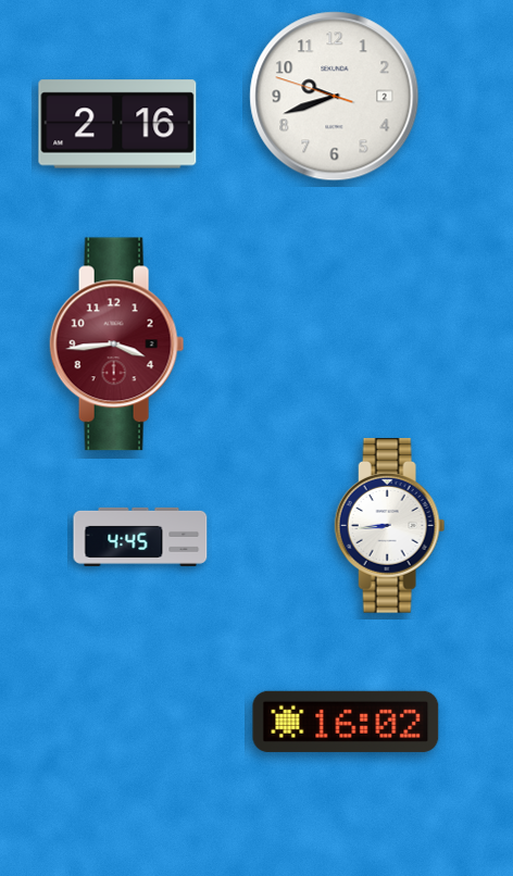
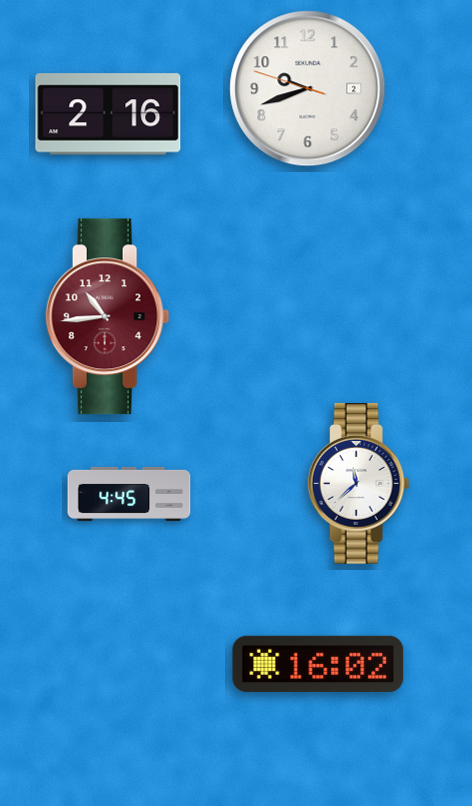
clock at (117, 345): 3:44 -> 10:44
clock at (390, 526): 8:44 -> 11:38
